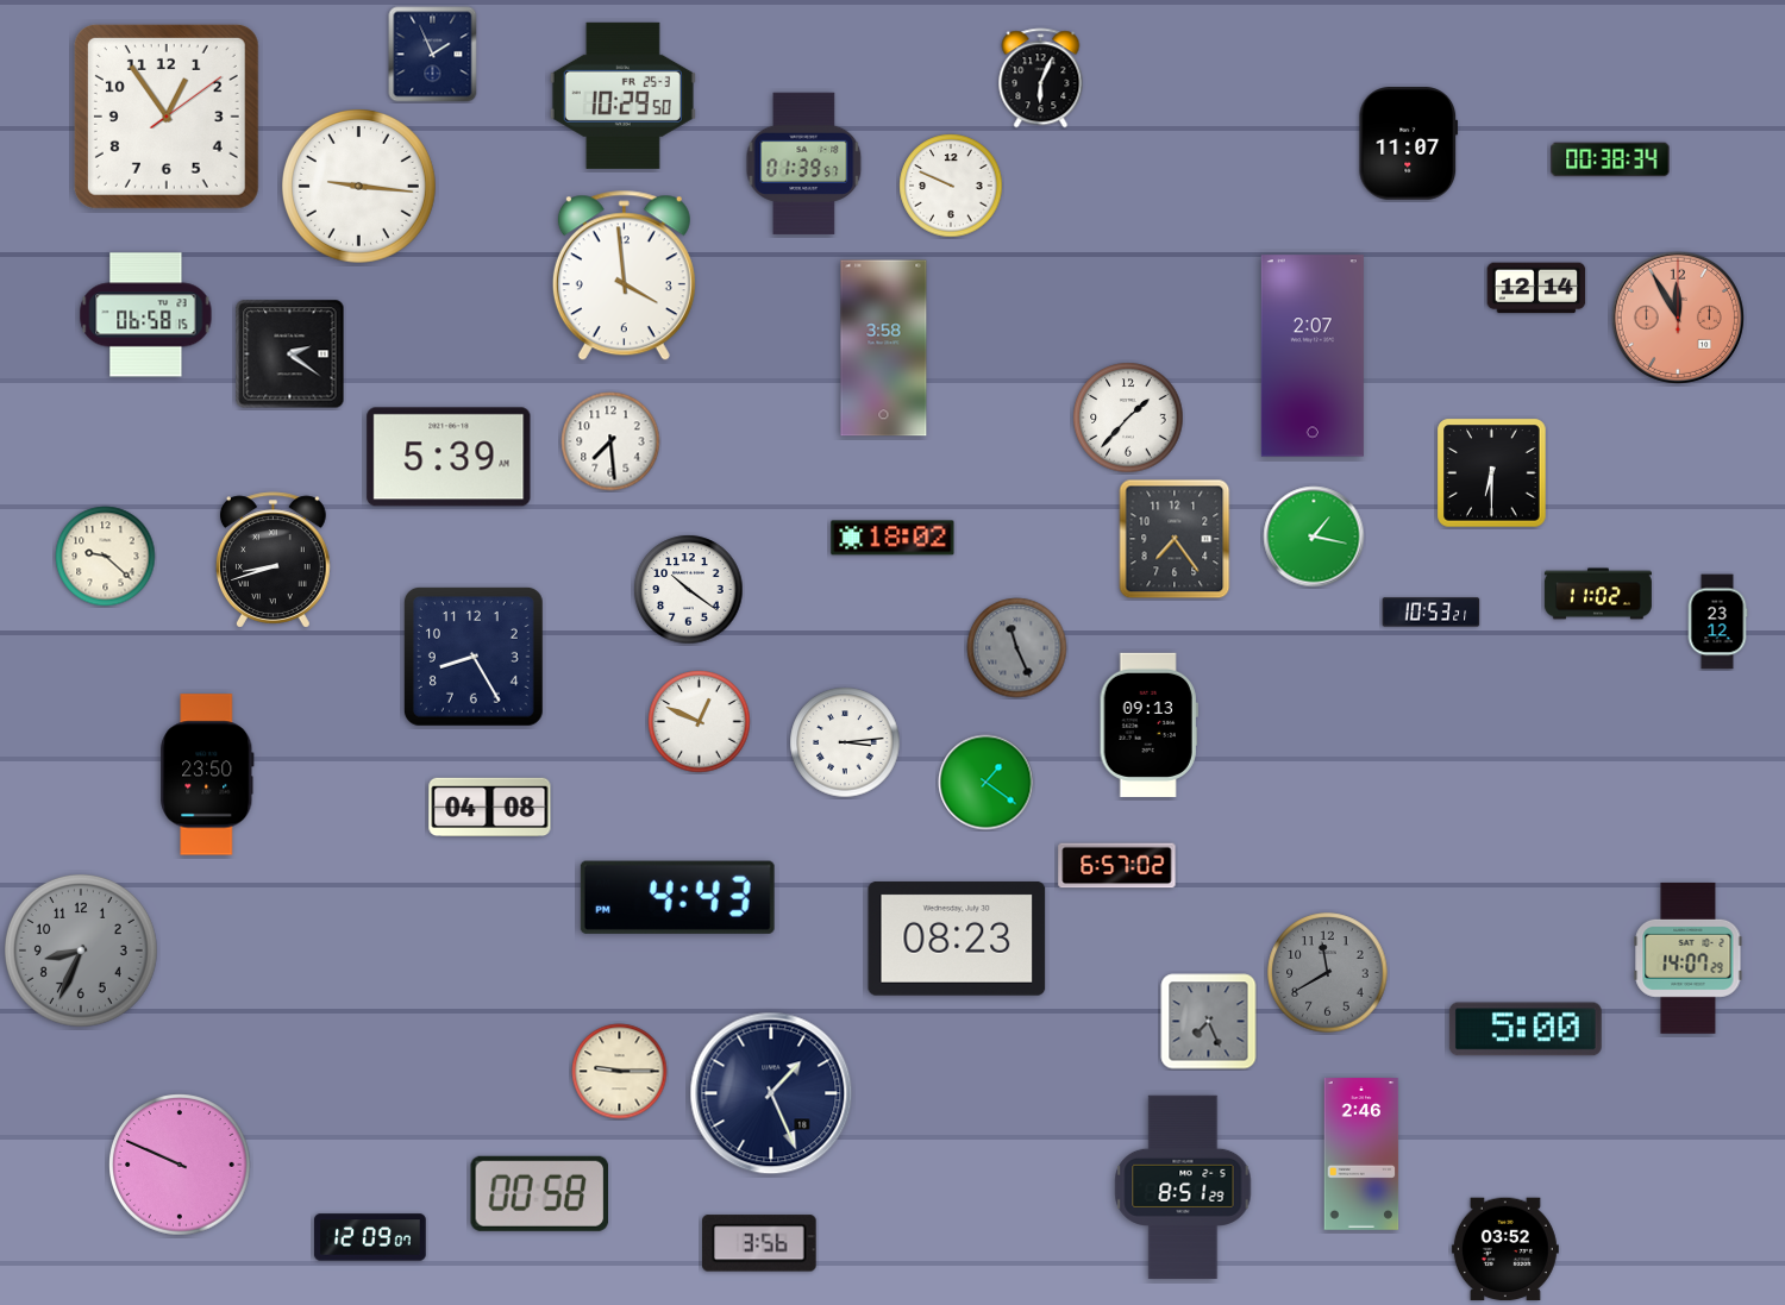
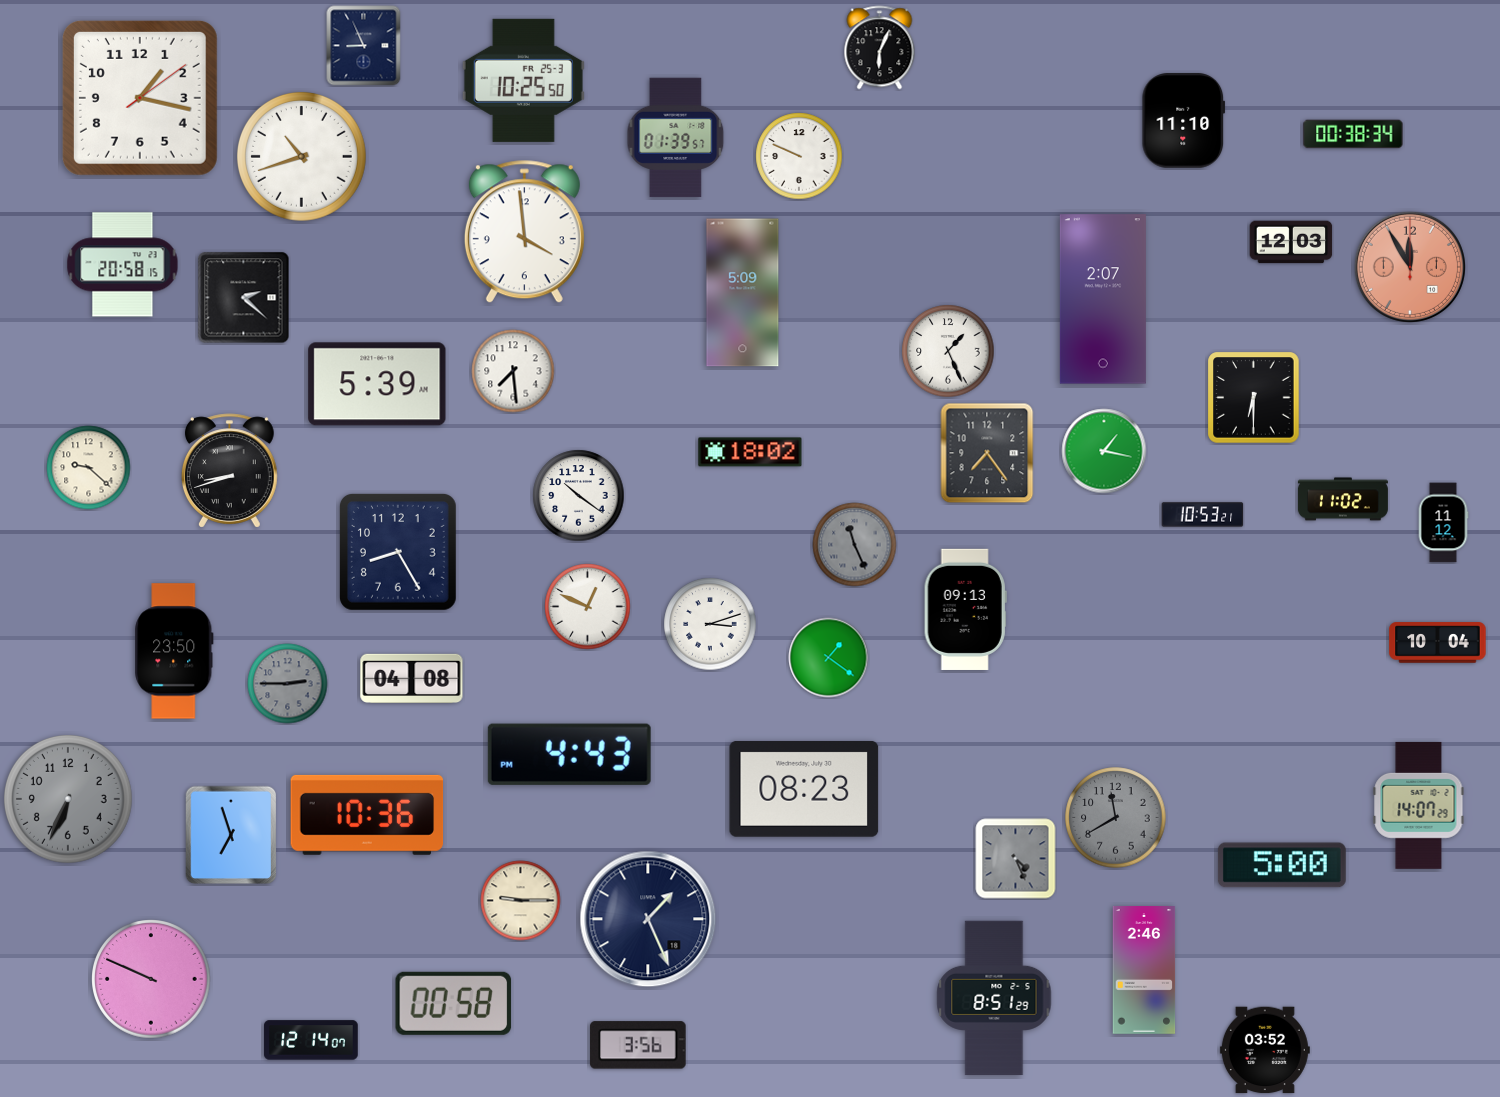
clock at (433, 55): 1:56 -> 8:56
clock at (1041, 79) position: (1041, 79) -> (880, 48)
clock at (622, 95): 10:29 -> 10:25
clock at (167, 117): 12:54 -> 1:17
clock at (1409, 144): 11:07 -> 11:10
clock at (358, 186): 9:16 -> 10:42
clock at (1536, 288): 12:14 -> 12:03
clock at (146, 315): 06:58 -> 20:58
clock at (884, 349): 3:58 -> 5:09
clock at (290, 355): 2:21 -> 2:22
clock at (1128, 418): 1:37 -> 1:26
clock at (1717, 622): 23:12 -> 11:12
clock at (845, 742): 3:14 -> 3:12
clock at (1438, 643): none -> 10:04
clock at (288, 684): none -> 2:45
clock at (1117, 866): 6:57 -> none
clock at (81, 952): 8:34 -> 6:34
clock at (367, 815): none -> 10:36
clock at (231, 835): none -> 6:57
clock at (1209, 1022): 7:26 -> 4:26
clock at (370, 1237): 12:09 -> 12:14
